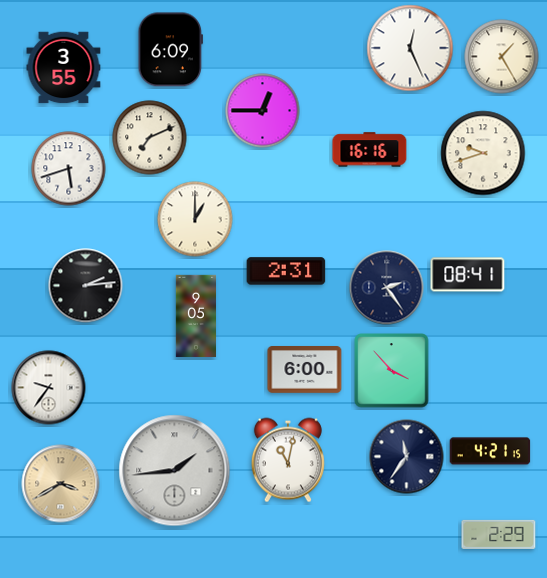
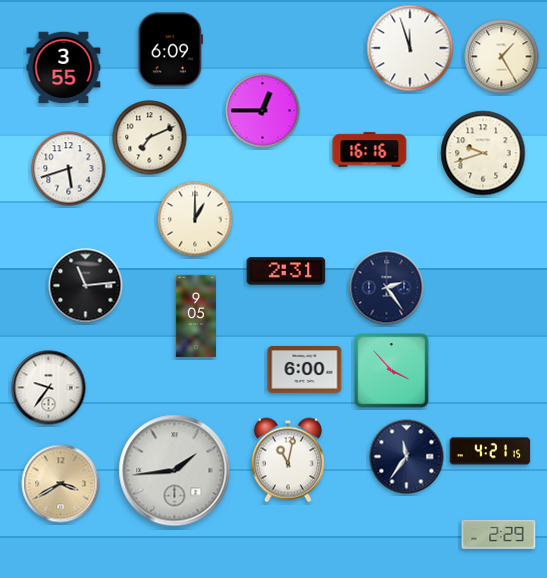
clock at (410, 48): 12:26 -> 11:57
clock at (468, 275): 08:41 -> none
clock at (86, 286): 2:14 -> 11:14
